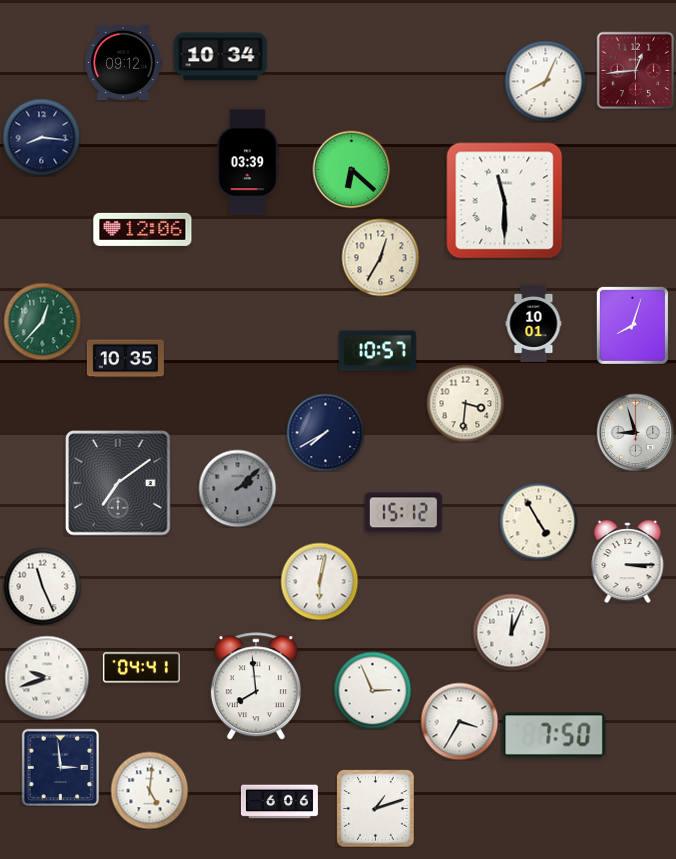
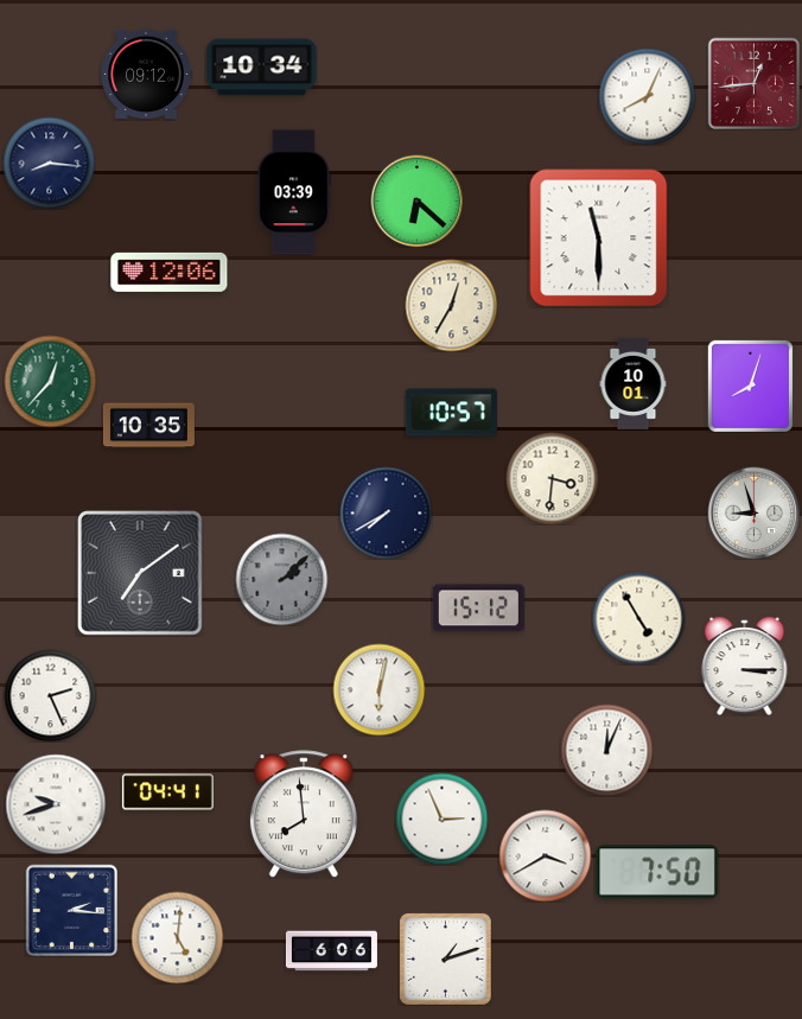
clock at (377, 351) position: (377, 351) -> (451, 413)
clock at (42, 586): 11:26 -> 2:26
clock at (459, 721): 3:35 -> 3:40
clock at (60, 767): 2:59 -> 2:16
